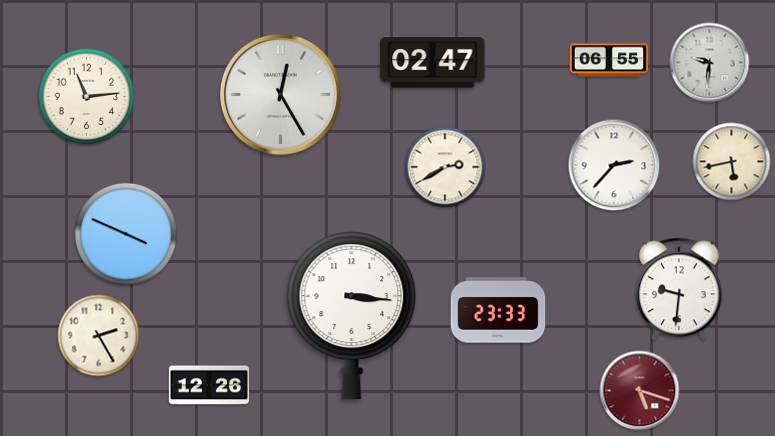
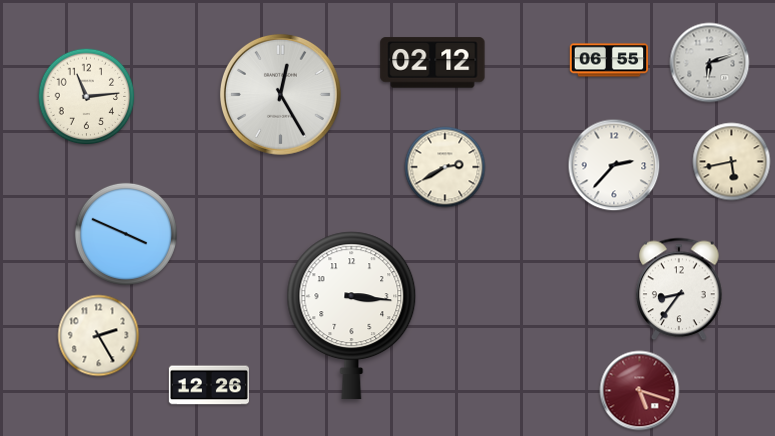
clock at (433, 63): 02:47 -> 02:12
clock at (710, 63): 9:31 -> 6:12
clock at (679, 289): 9:31 -> 8:36
clock at (498, 310): 23:33 -> none
